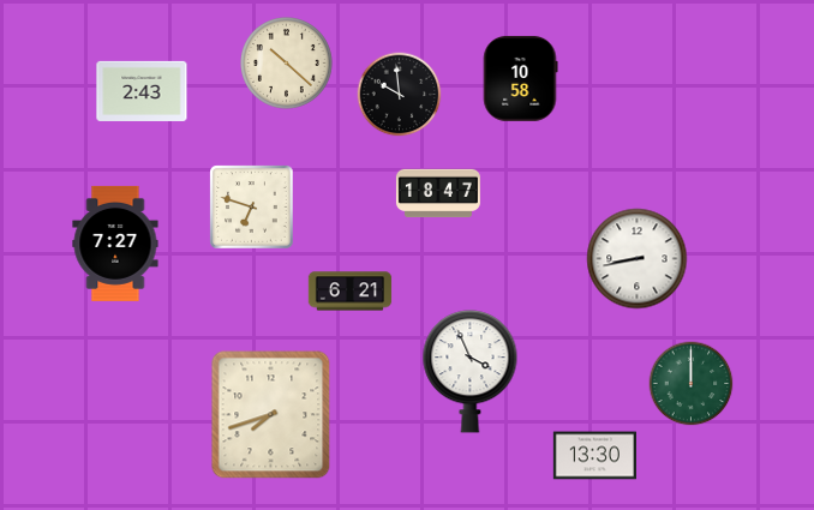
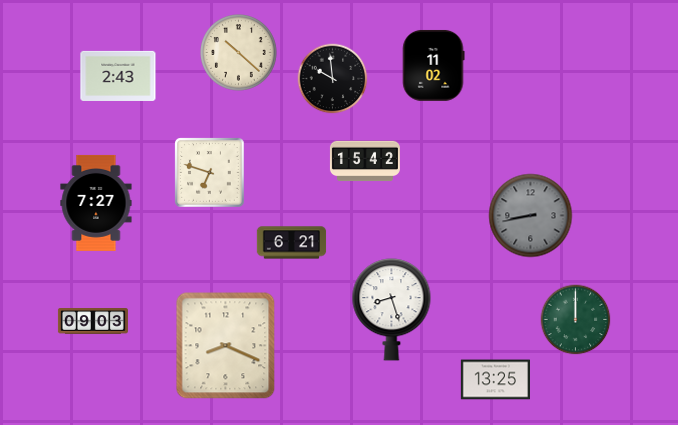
clock at (520, 78): 10:58 -> 11:02
clock at (438, 193): 18:47 -> 15:42
clock at (638, 259) dial: white -> grey
clock at (471, 372): 3:56 -> 8:27
clock at (93, 322): none -> 09:03
clock at (271, 415): 7:42 -> 8:19
clock at (594, 456): 13:30 -> 13:25
